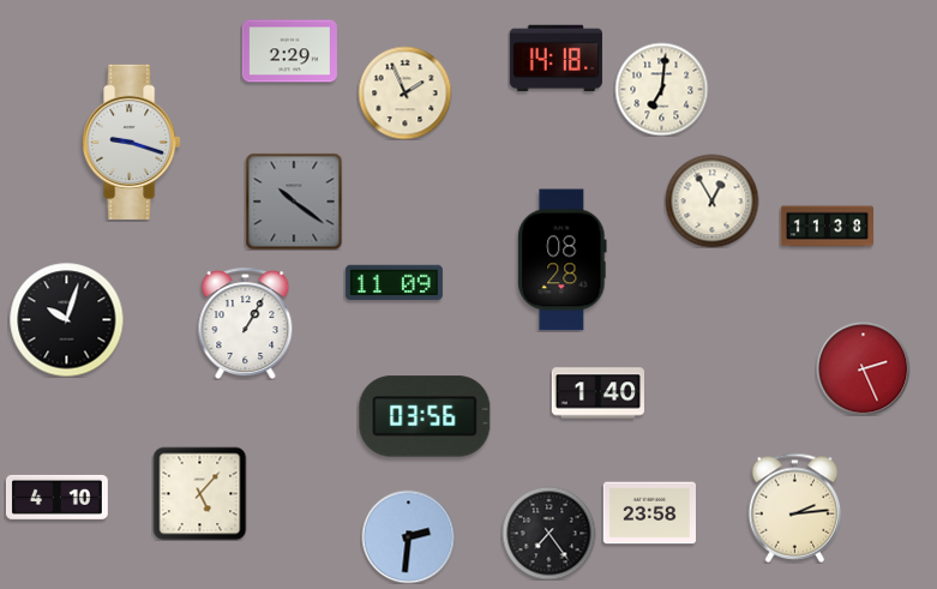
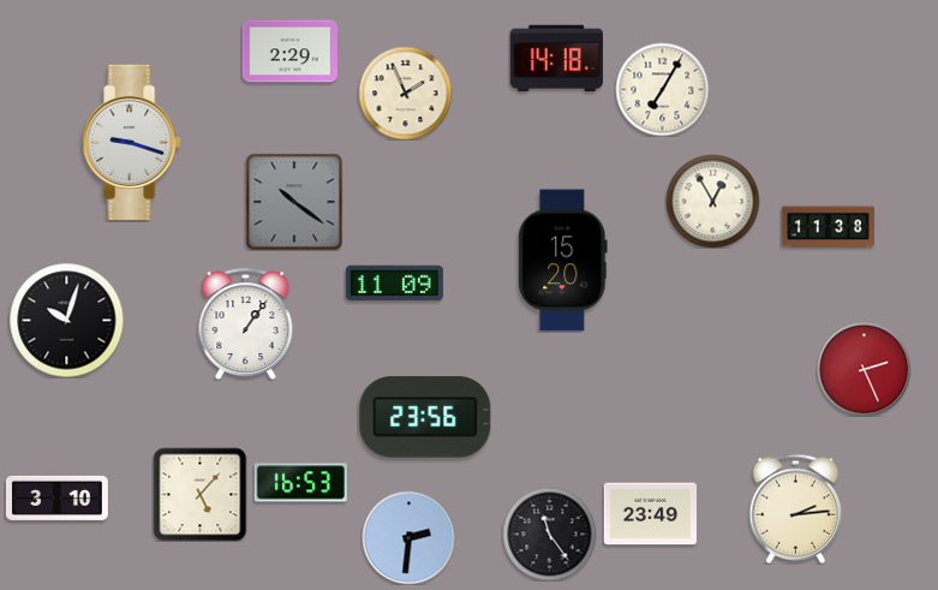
clock at (661, 89): 7:01 -> 7:05
clock at (563, 260): 08:28 -> 15:20
clock at (246, 323): 1:05 -> 1:06
clock at (597, 393): 1:40 -> none
clock at (425, 416): 03:56 -> 23:56
clock at (300, 483): none -> 16:53
clock at (56, 497): 4:10 -> 3:10
clock at (649, 513): 23:58 -> 23:49
clock at (548, 533): 7:24 -> 11:24
